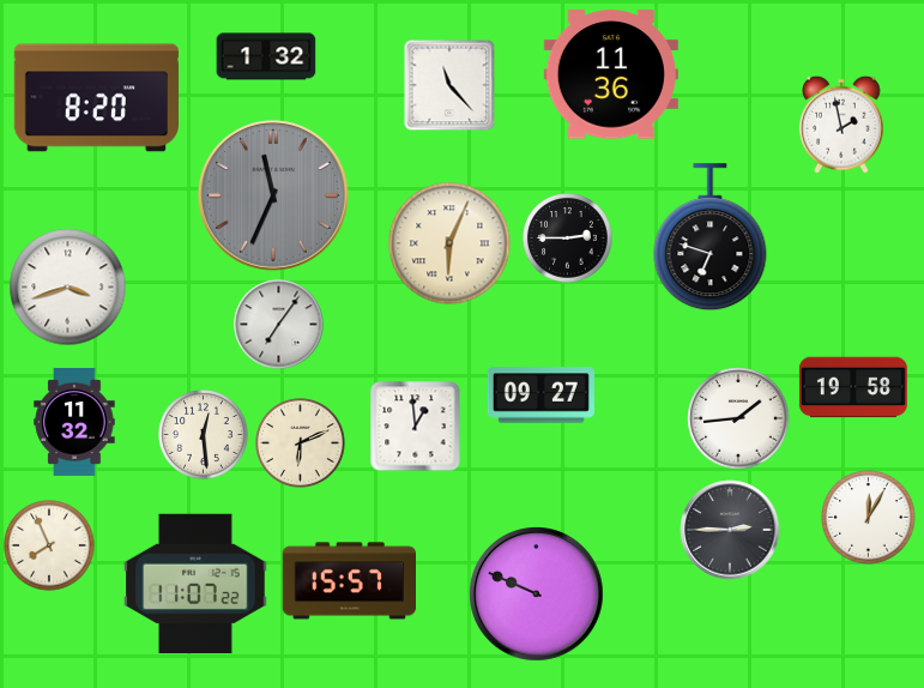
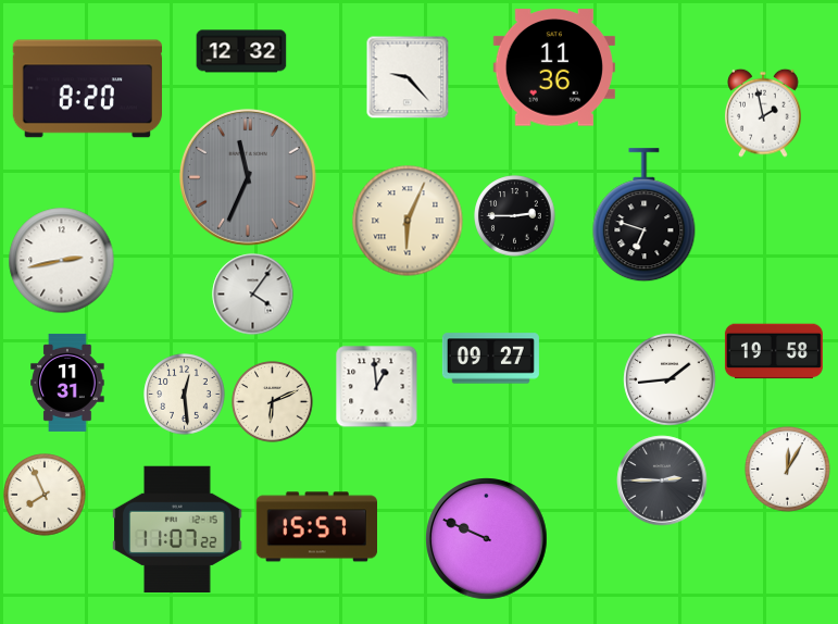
clock at (266, 56): 1:32 -> 12:32
clock at (449, 85): 11:23 -> 9:23
clock at (68, 288): 3:42 -> 2:43
clock at (279, 325): 7:06 -> 4:06
clock at (74, 422): 11:32 -> 11:31
